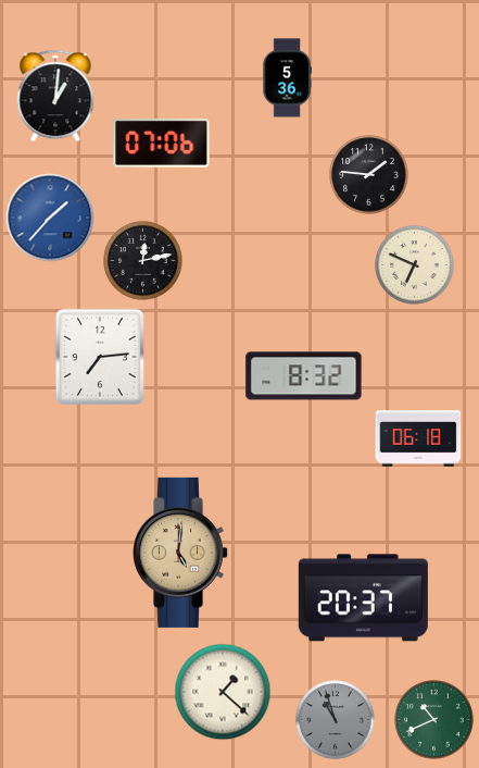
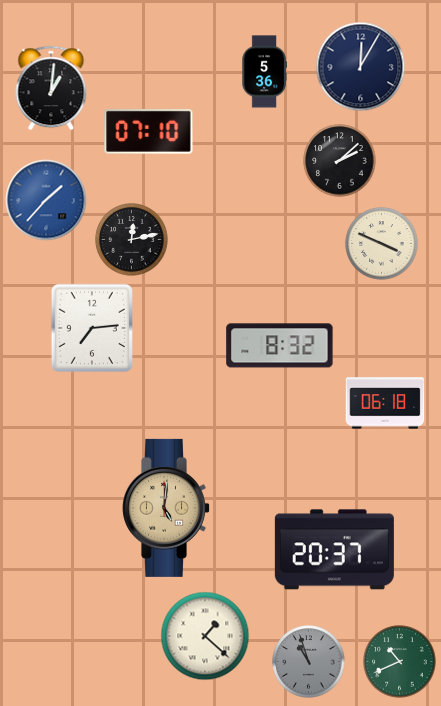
clock at (361, 67): none -> 12:05
clock at (162, 143): 07:06 -> 07:10
clock at (369, 175): 1:46 -> 2:08
clock at (415, 265): 6:49 -> 3:49
